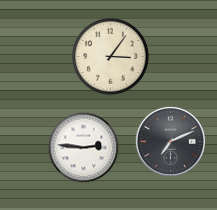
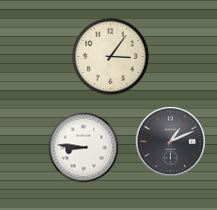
clock at (170, 141): 7:11 -> 1:11
clock at (84, 148): 2:46 -> 8:46
